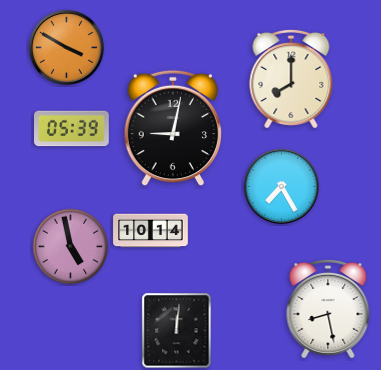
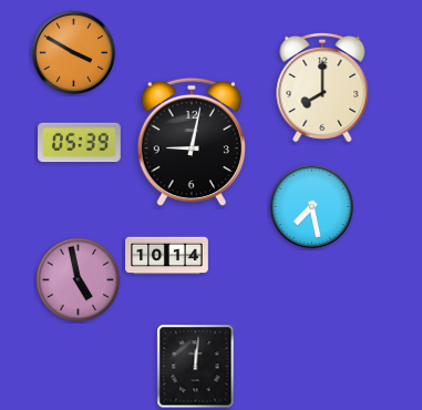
clock at (281, 186): 7:25 -> 7:28
clock at (71, 247) position: (71, 247) -> (79, 280)
clock at (328, 309): 8:28 -> none
